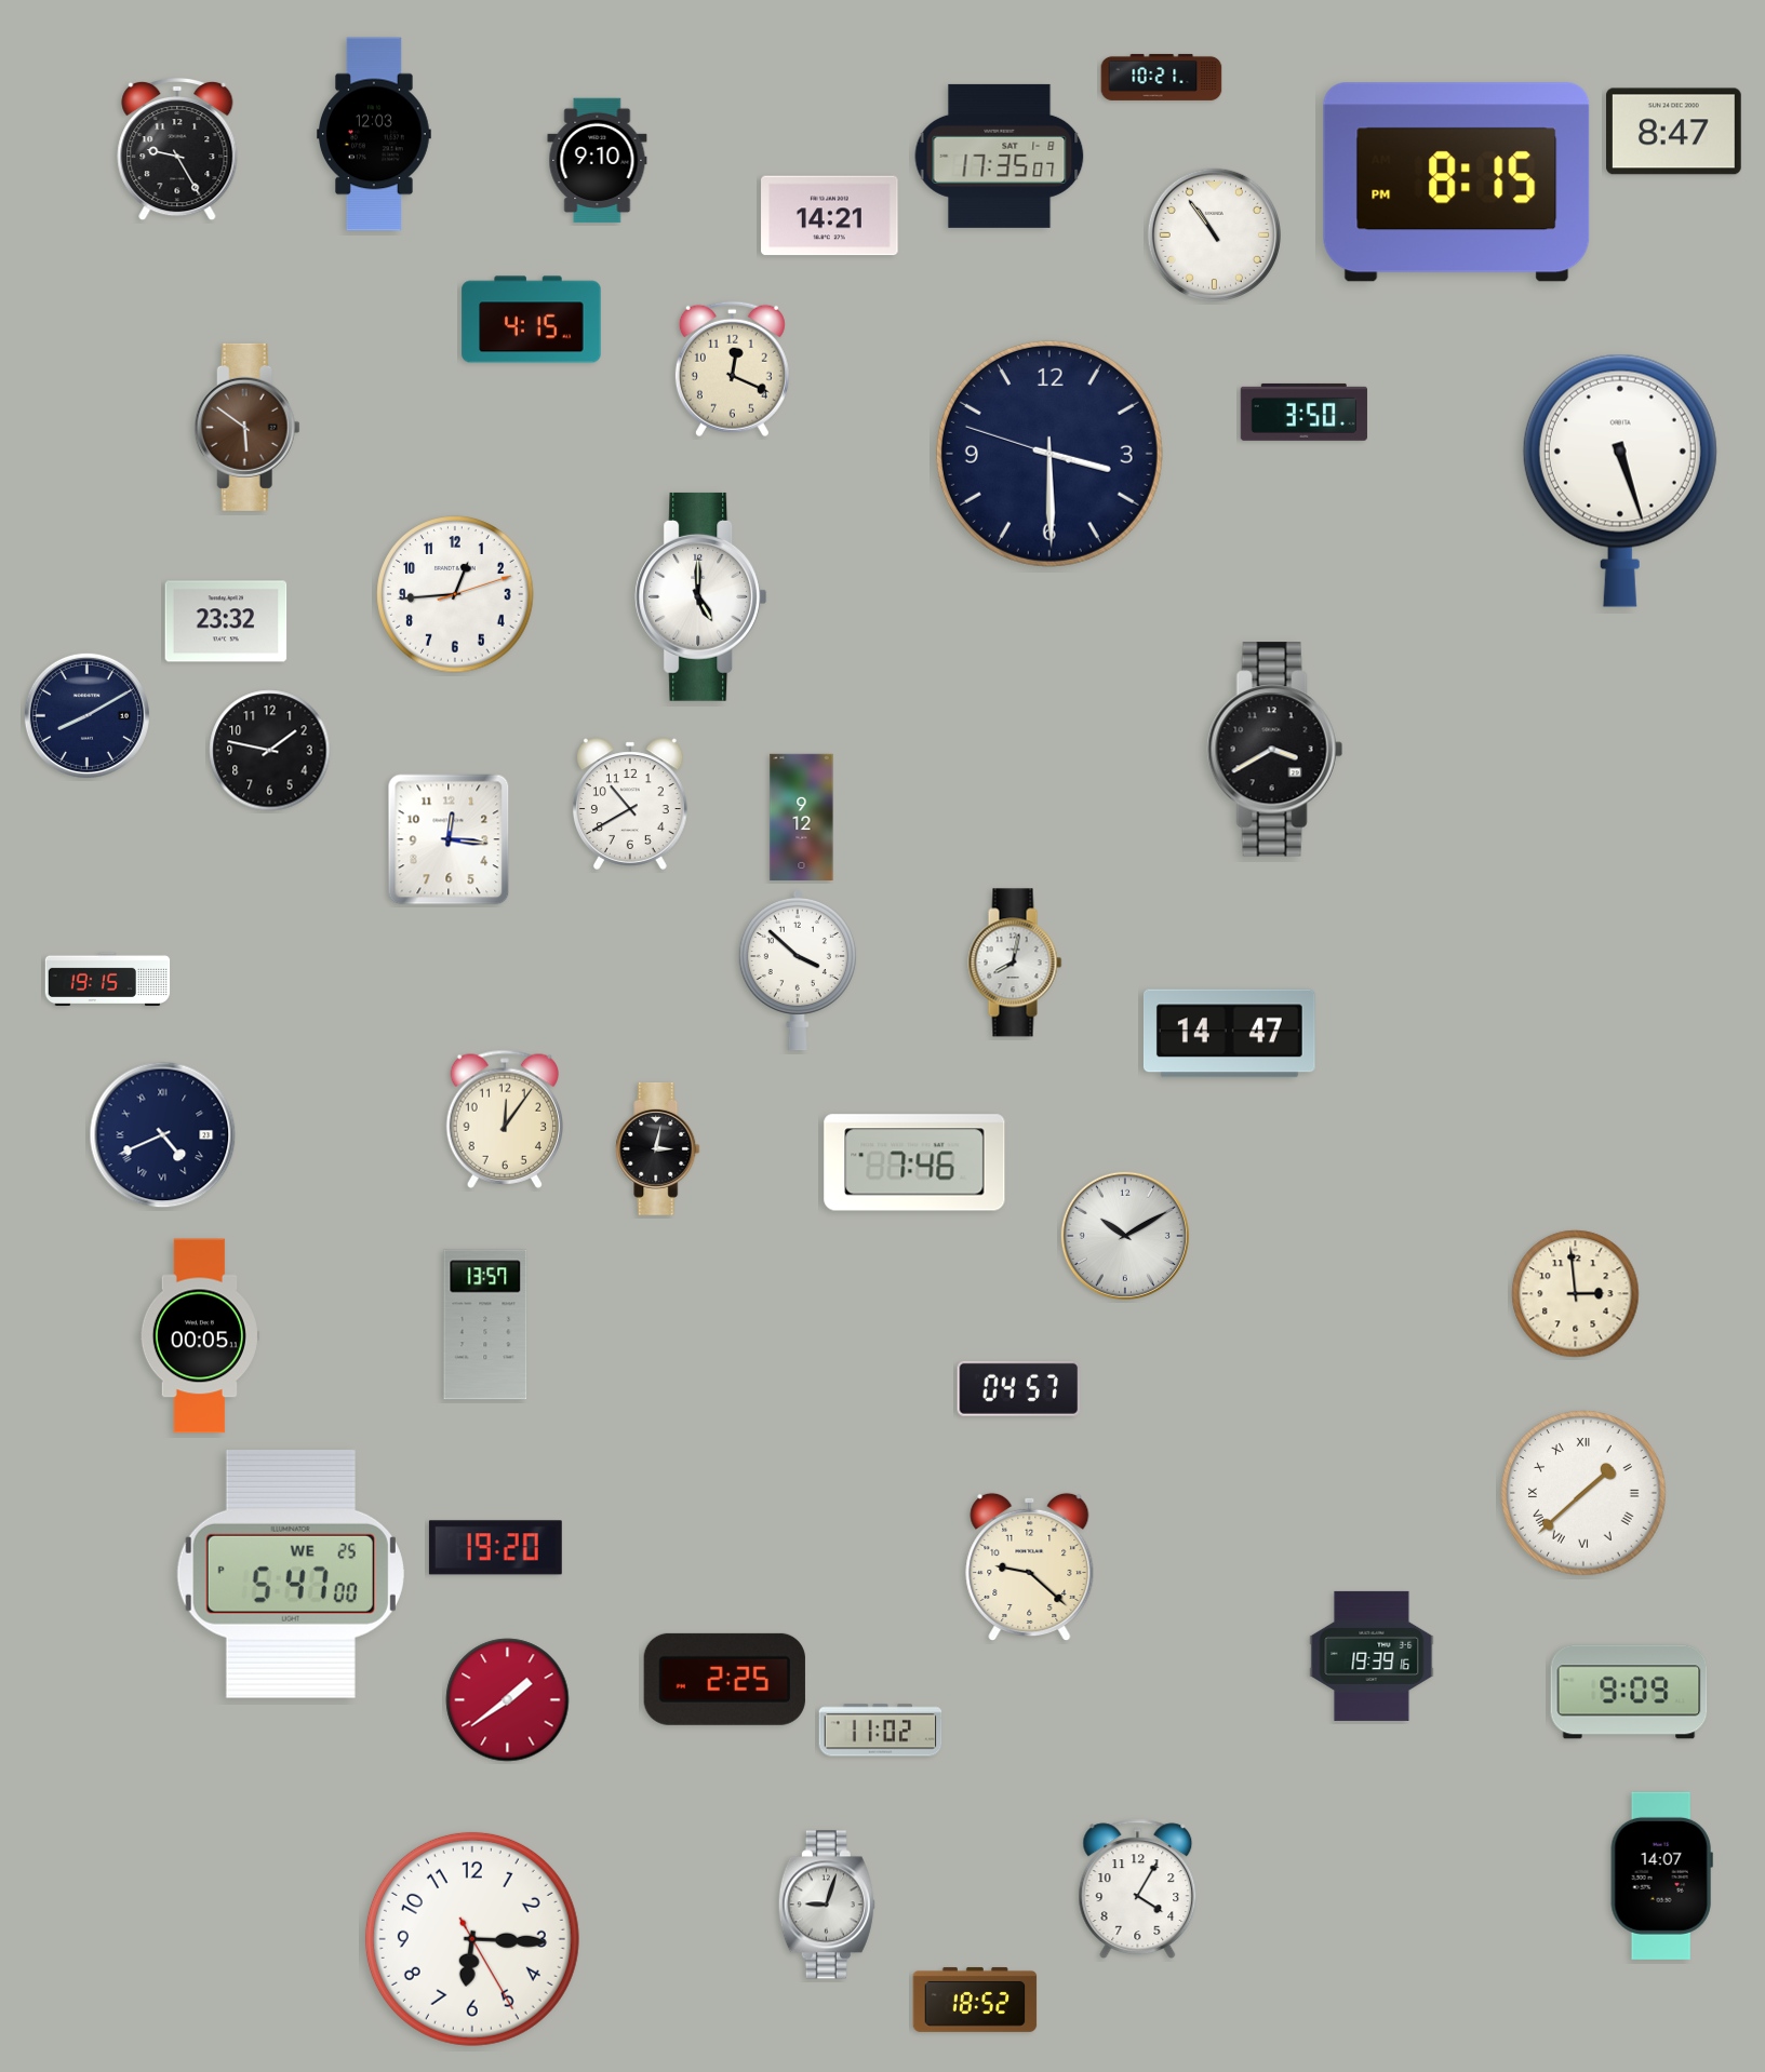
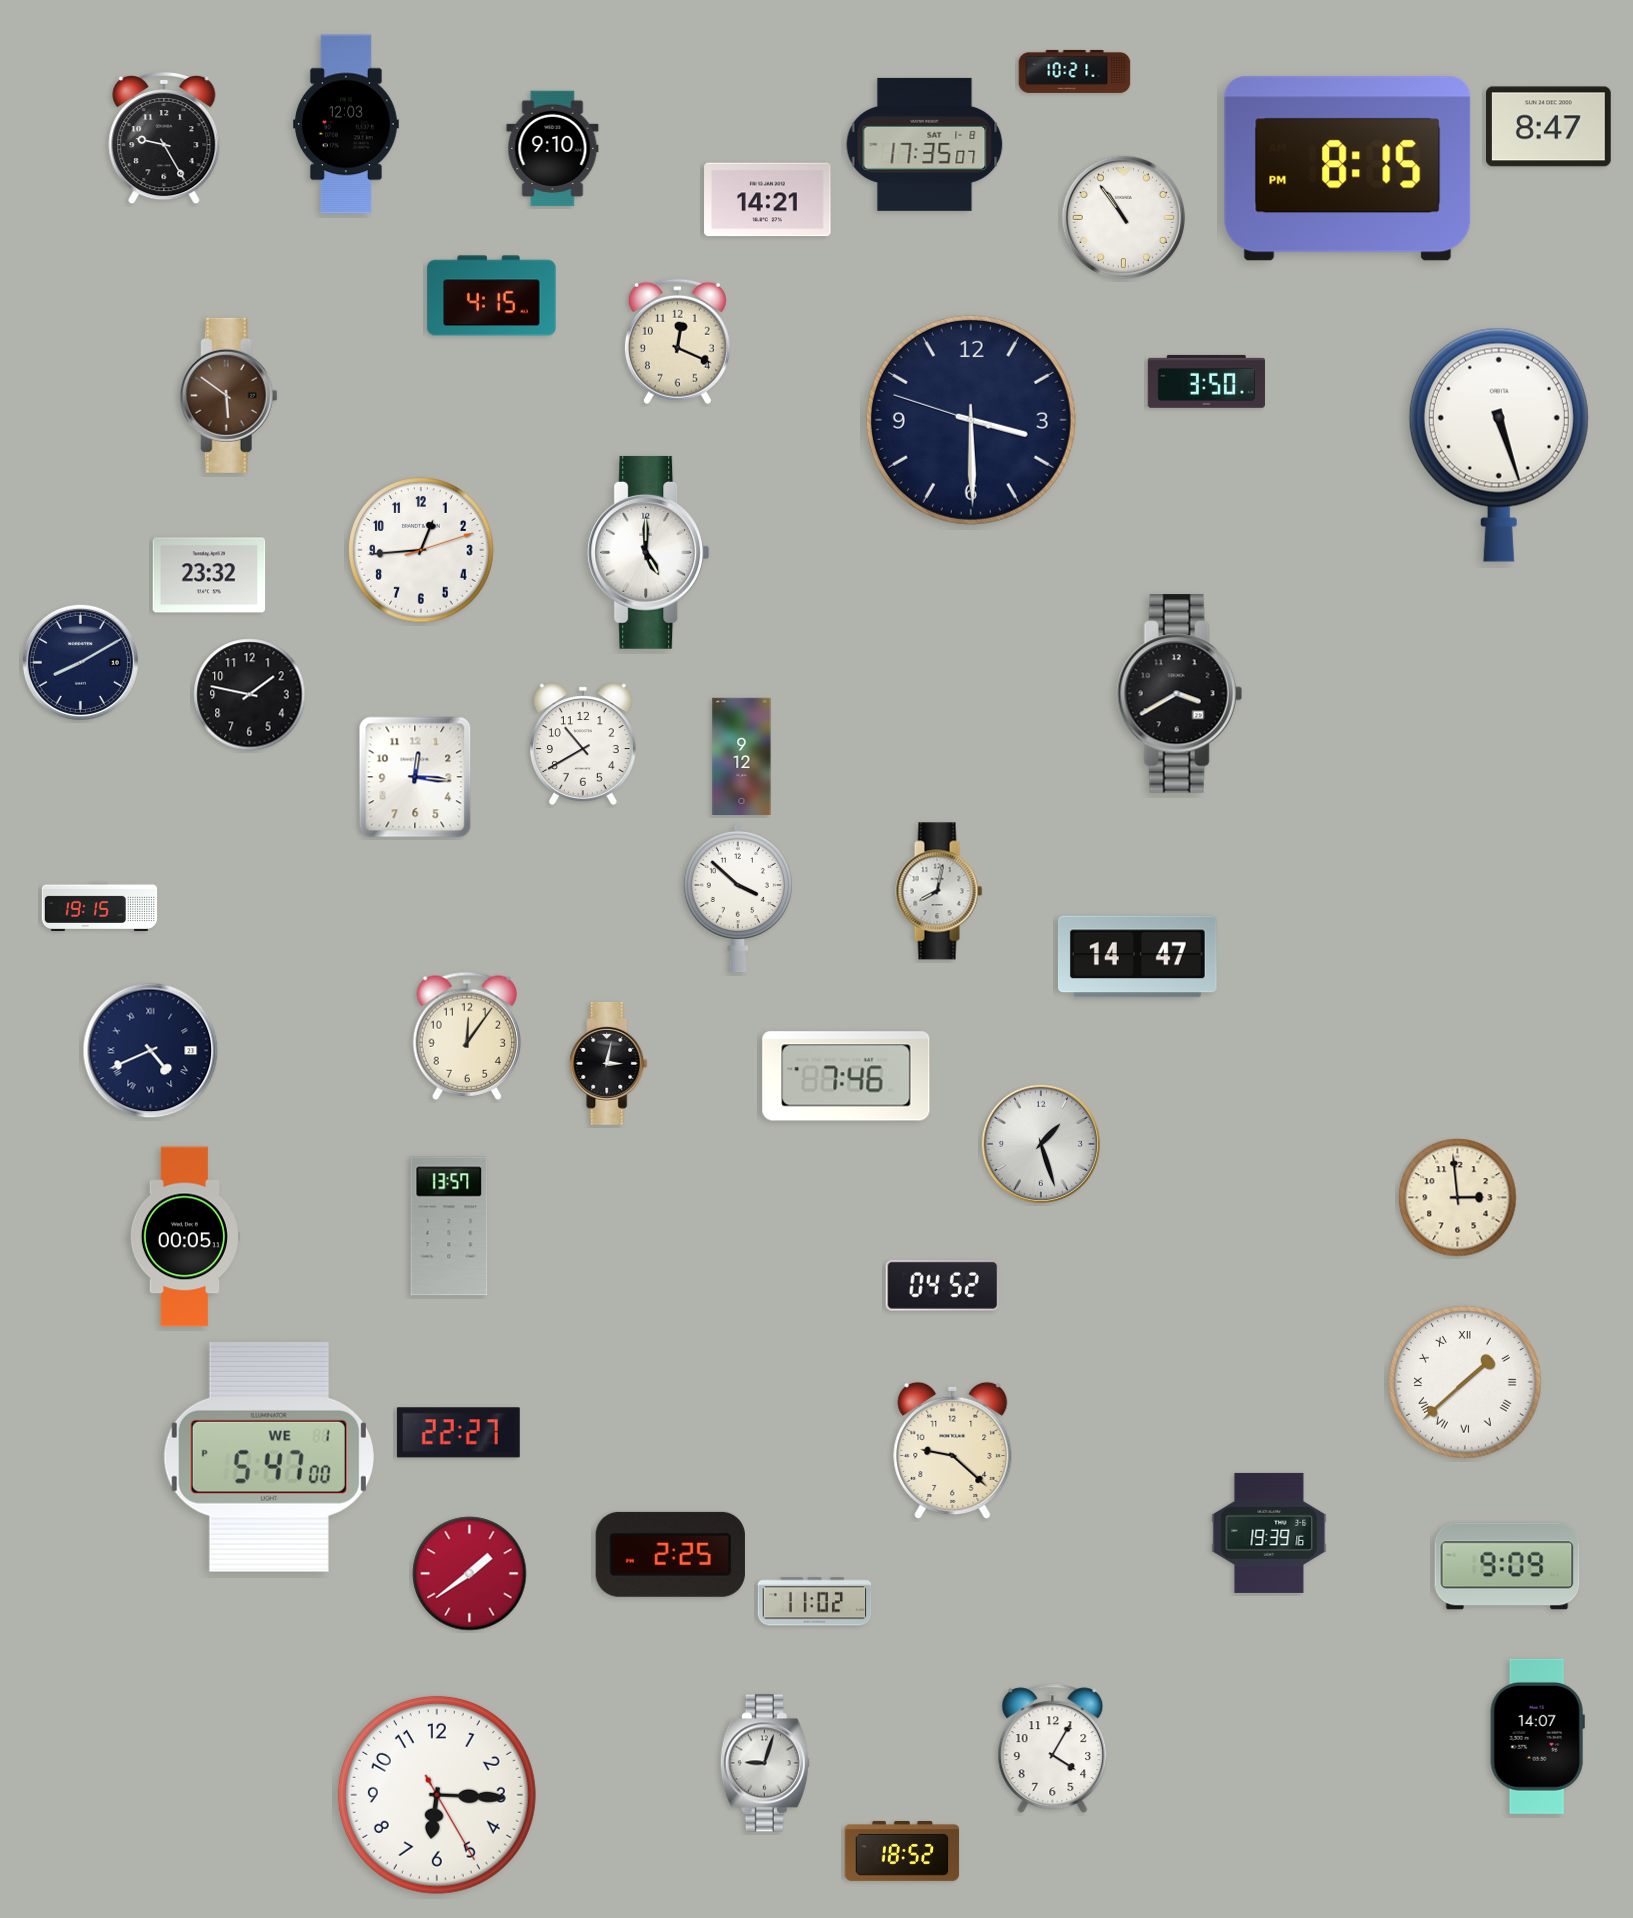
clock at (1674, 132) position: (1674, 132) -> (1549, 127)
clock at (1125, 1236): 10:10 -> 1:27
clock at (1019, 1388): 04:57 -> 04:52
clock at (495, 1548): 19:20 -> 22:27
clock at (291, 1574) date: WE 25 -> WE 1
